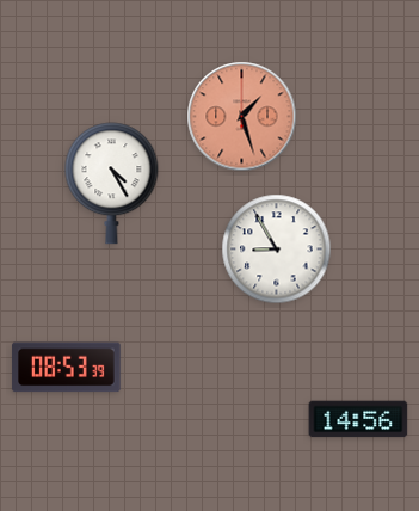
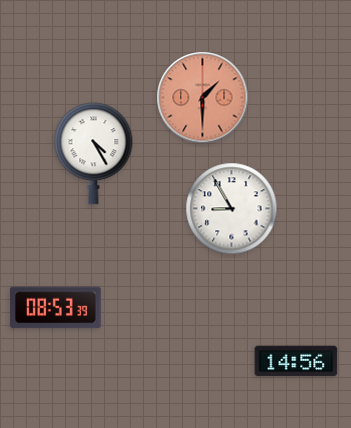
clock at (242, 117): 1:27 -> 1:30
clock at (358, 419) position: (358, 419) -> (296, 361)
